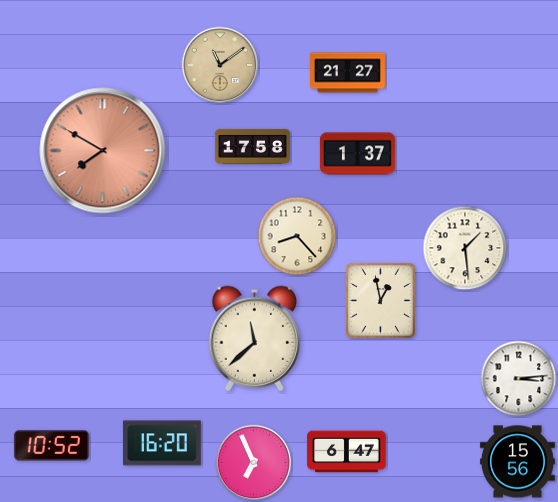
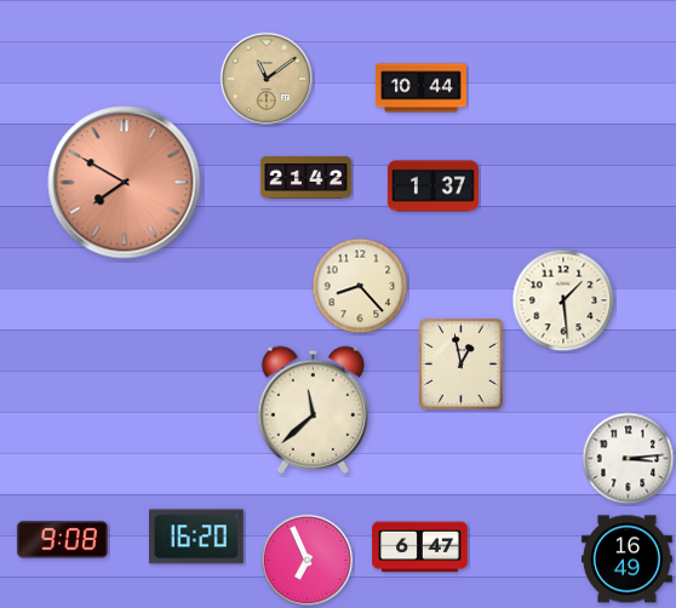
clock at (347, 73): 21:27 -> 10:44
clock at (252, 146): 17:58 -> 21:42
clock at (254, 338) position: (254, 338) -> (313, 409)
clock at (51, 446): 10:52 -> 9:08
clock at (517, 462): 15:56 -> 16:49
